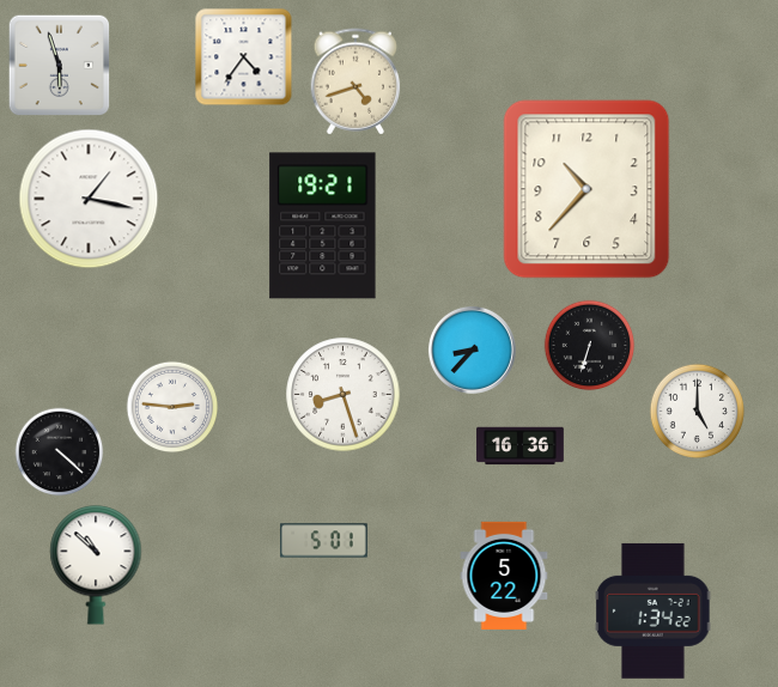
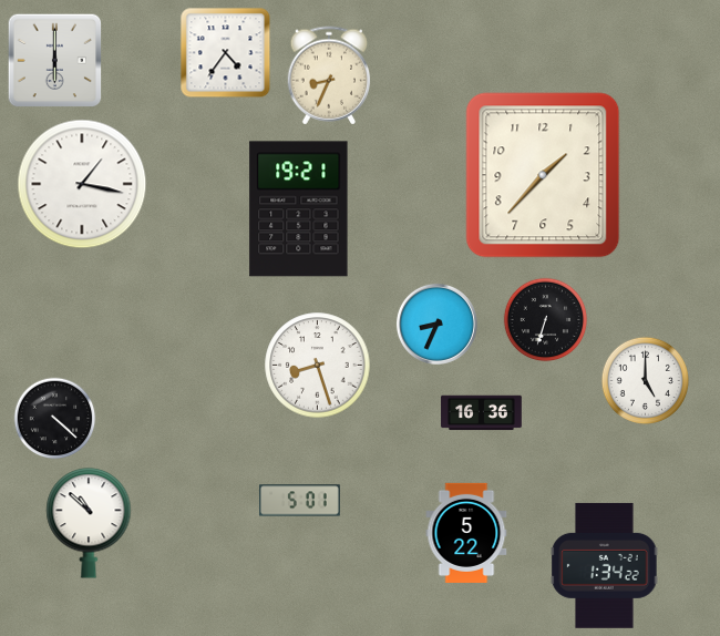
clock at (60, 66): 5:57 -> 6:00
clock at (355, 81): 4:42 -> 8:34
clock at (586, 189): 10:37 -> 1:37
clock at (472, 349): 8:37 -> 8:34
clock at (172, 407): 2:46 -> none
